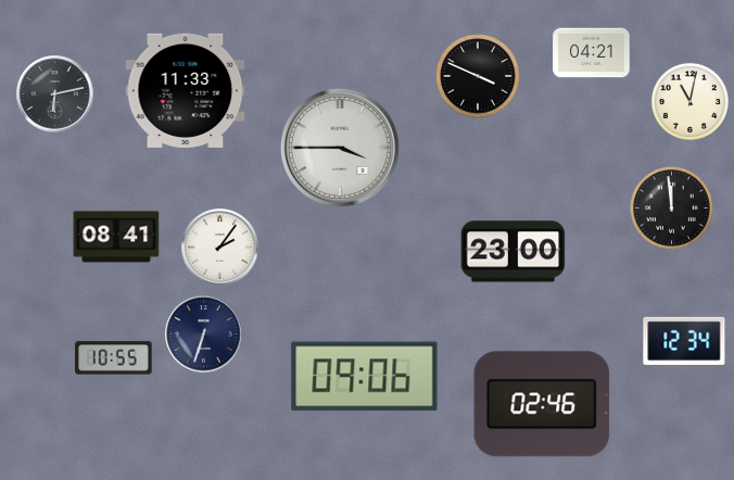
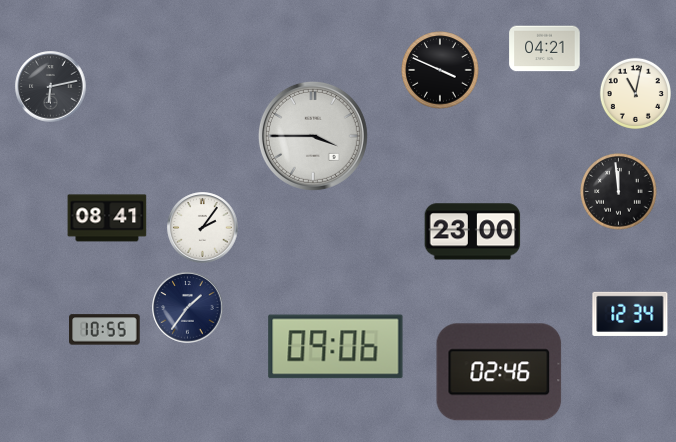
clock at (186, 90): 11:33 -> none
clock at (204, 334): 6:33 -> 1:36
